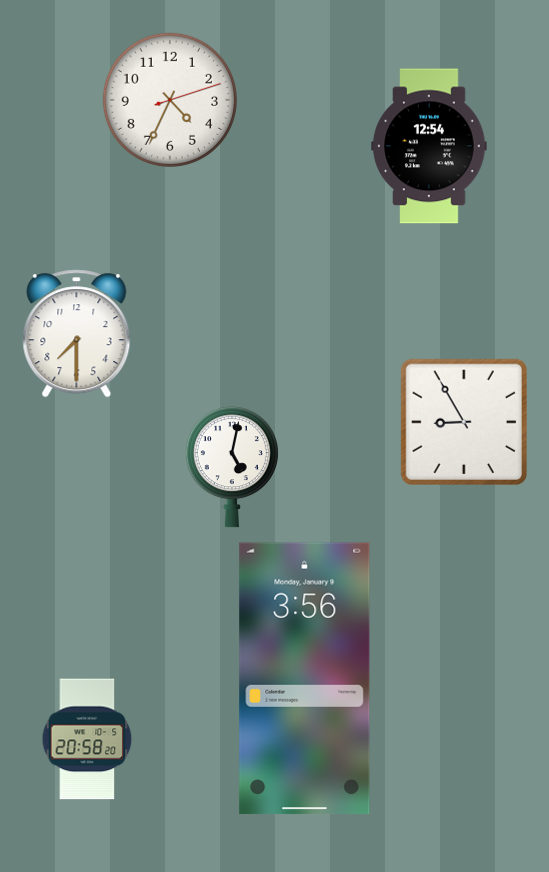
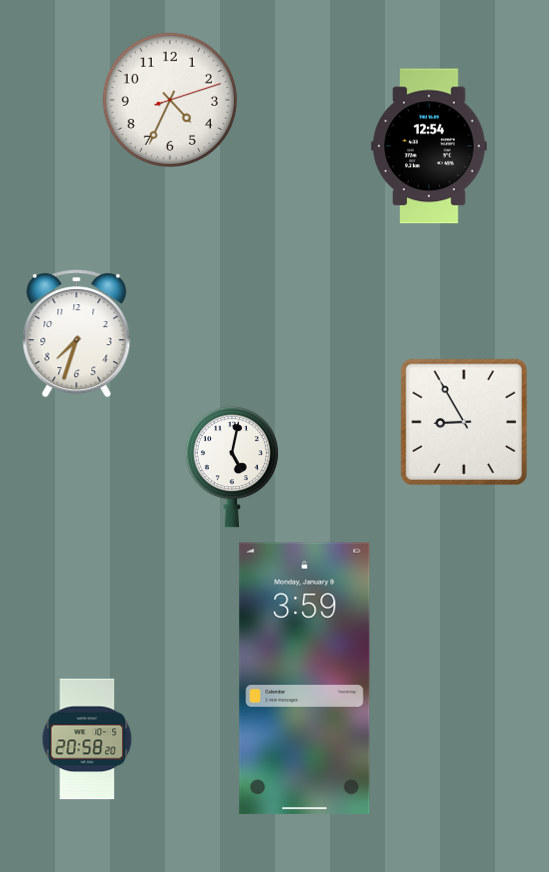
clock at (77, 334): 7:30 -> 7:33
clock at (305, 679): 3:56 -> 3:59
